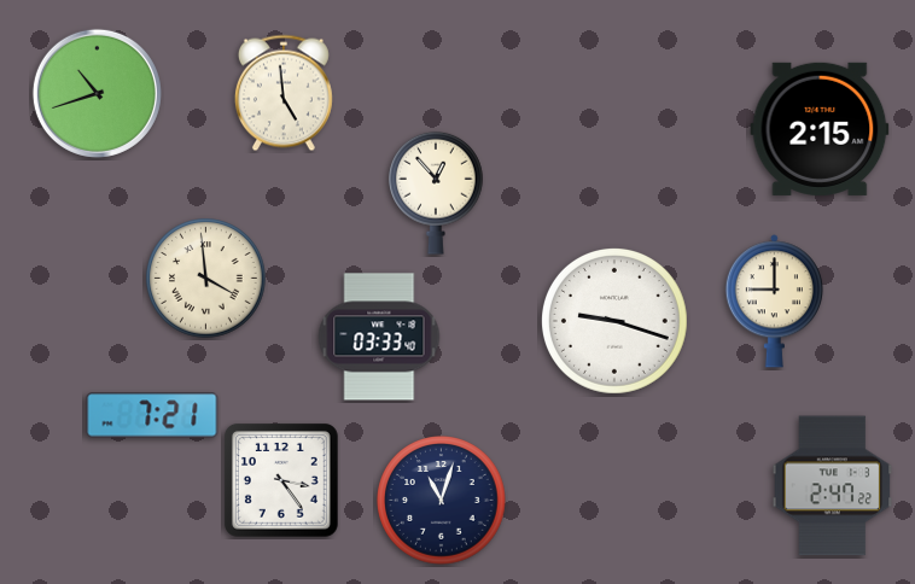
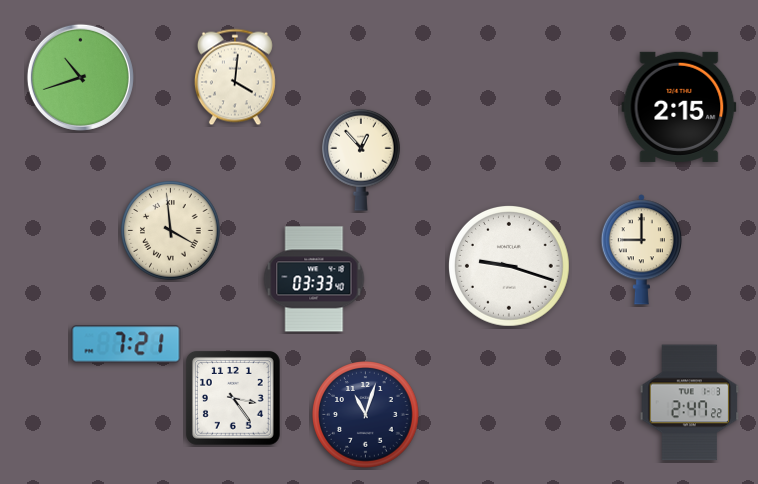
clock at (284, 93): 4:59 -> 4:01
